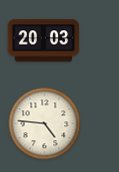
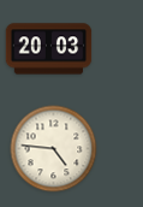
clock at (44, 41) position: (44, 41) -> (49, 49)
